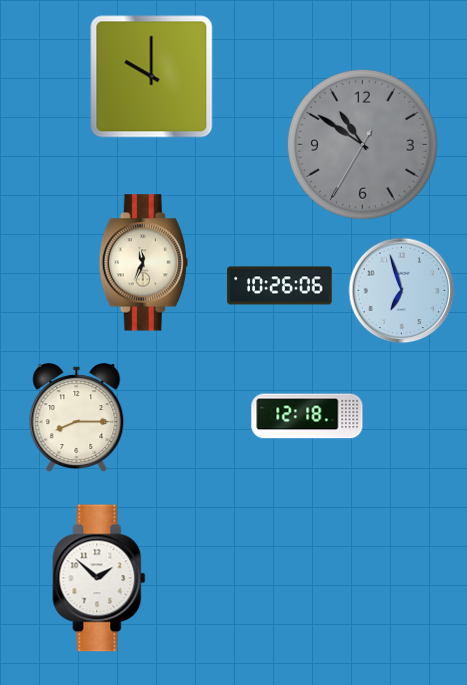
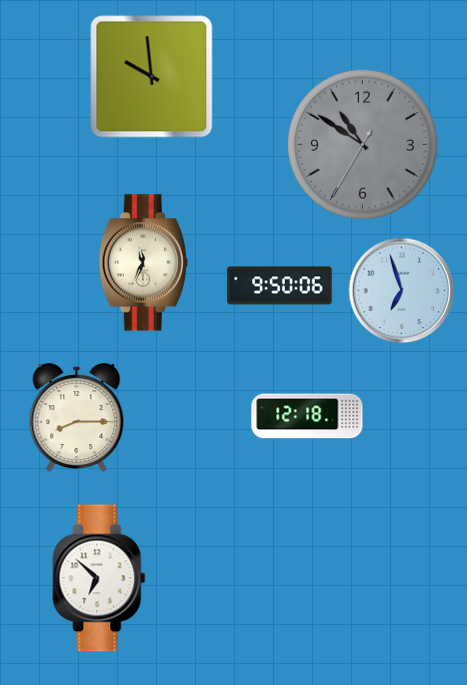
clock at (152, 77): 10:00 -> 9:59
clock at (280, 286): 10:26 -> 9:50
clock at (99, 578): 1:52 -> 6:52
